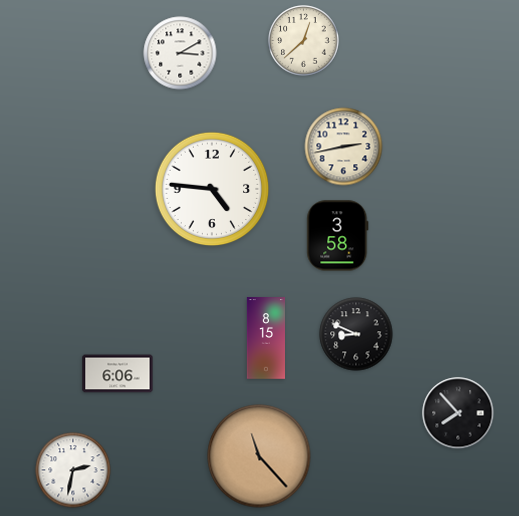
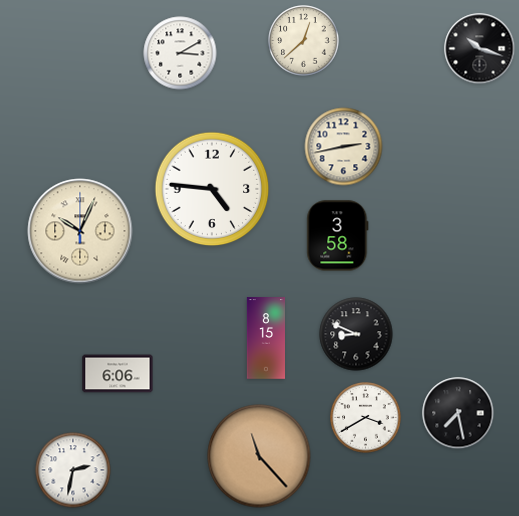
clock at (480, 49): none -> 10:18
clock at (80, 231): none -> 10:04
clock at (458, 413): 7:53 -> 7:28
clock at (366, 418): none -> 3:40
